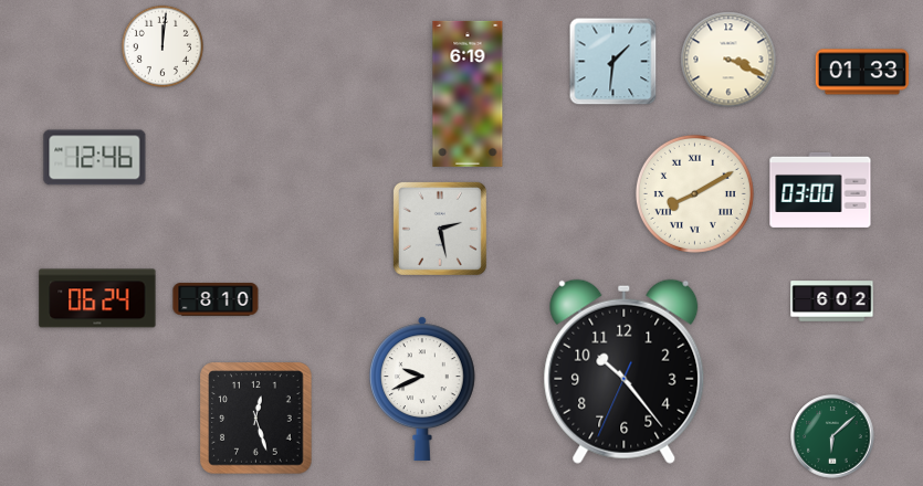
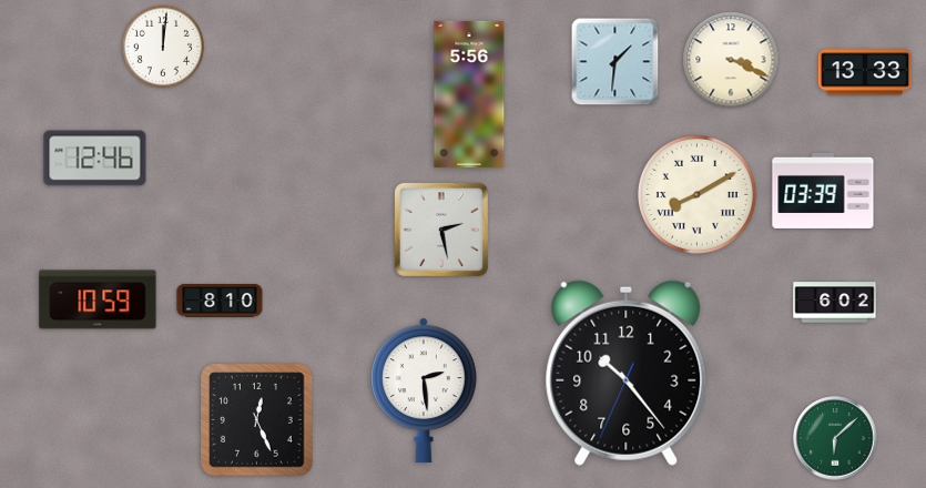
clock at (862, 72): 01:33 -> 13:33
clock at (468, 94): 6:19 -> 5:56
clock at (820, 190): 03:00 -> 03:39
clock at (97, 298): 06:24 -> 10:59
clock at (216, 299) position: (216, 299) -> (220, 301)
clock at (422, 389): 9:41 -> 2:29
clock at (256, 419): 12:27 -> 12:26
